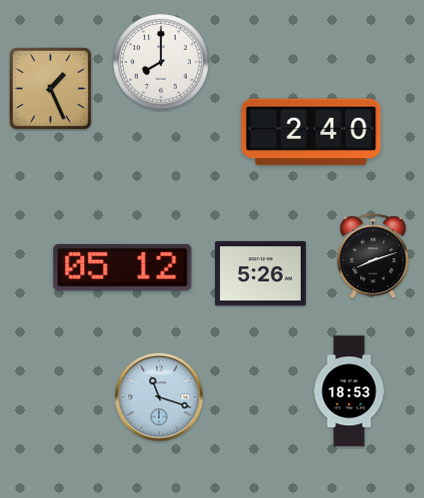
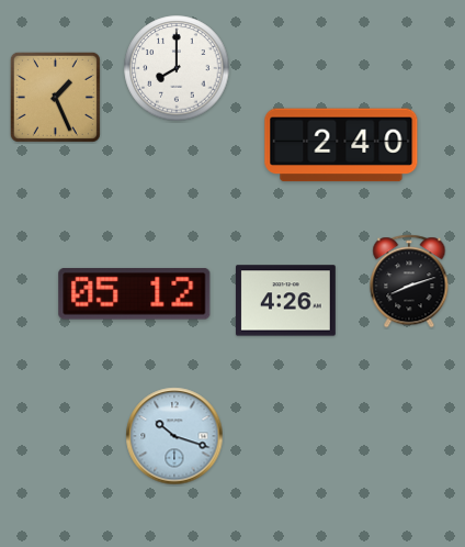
clock at (260, 274): 5:26 -> 4:26
clock at (349, 391): 18:53 -> none
clock at (159, 397): 11:18 -> 10:18
